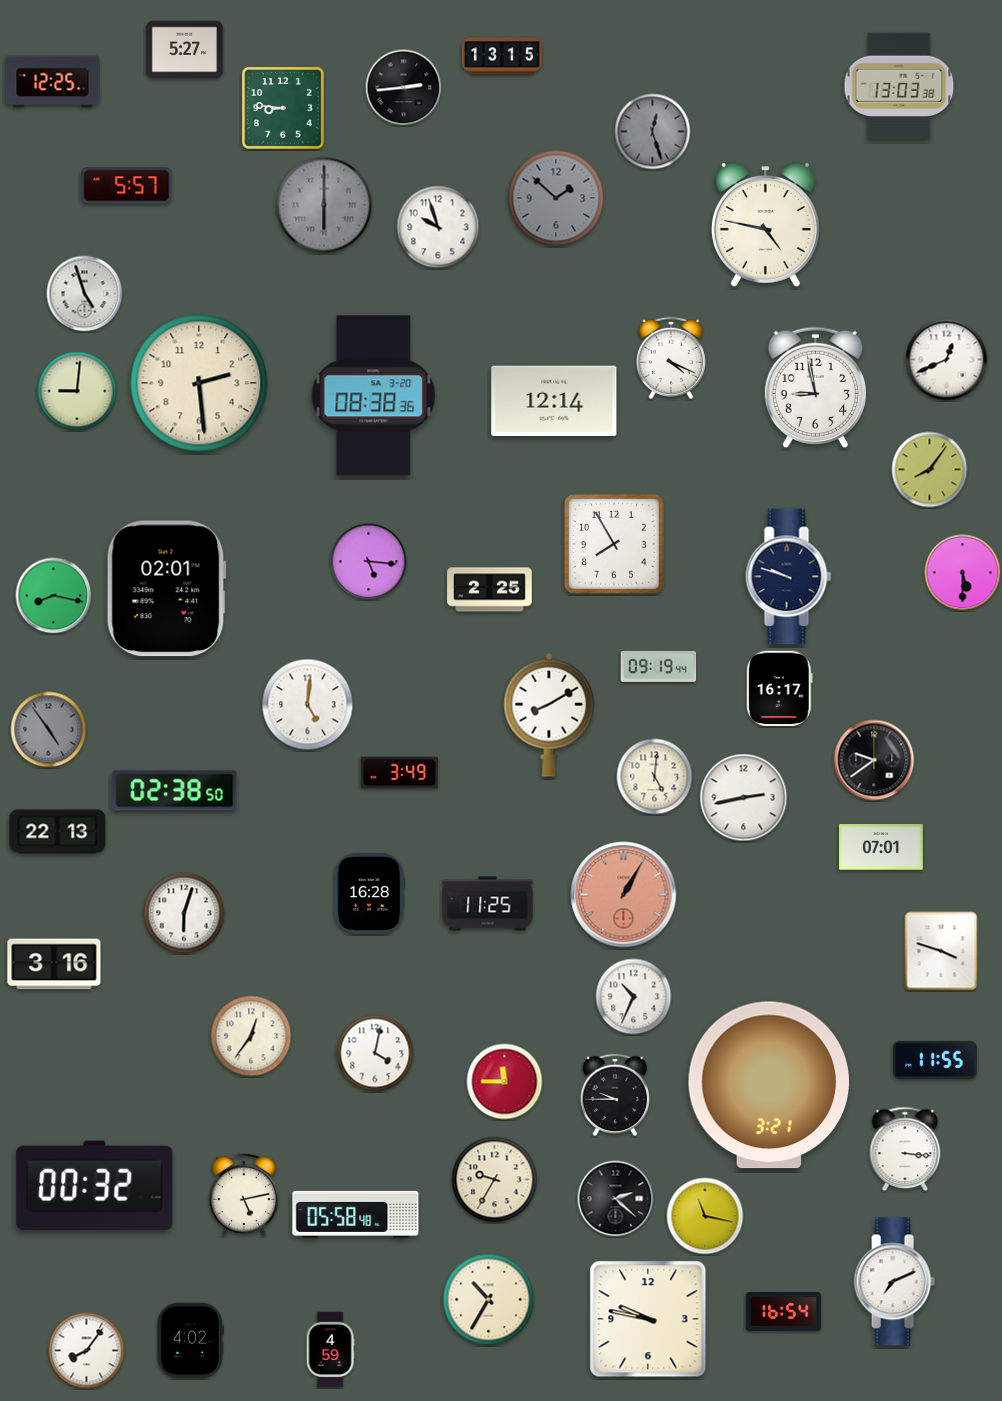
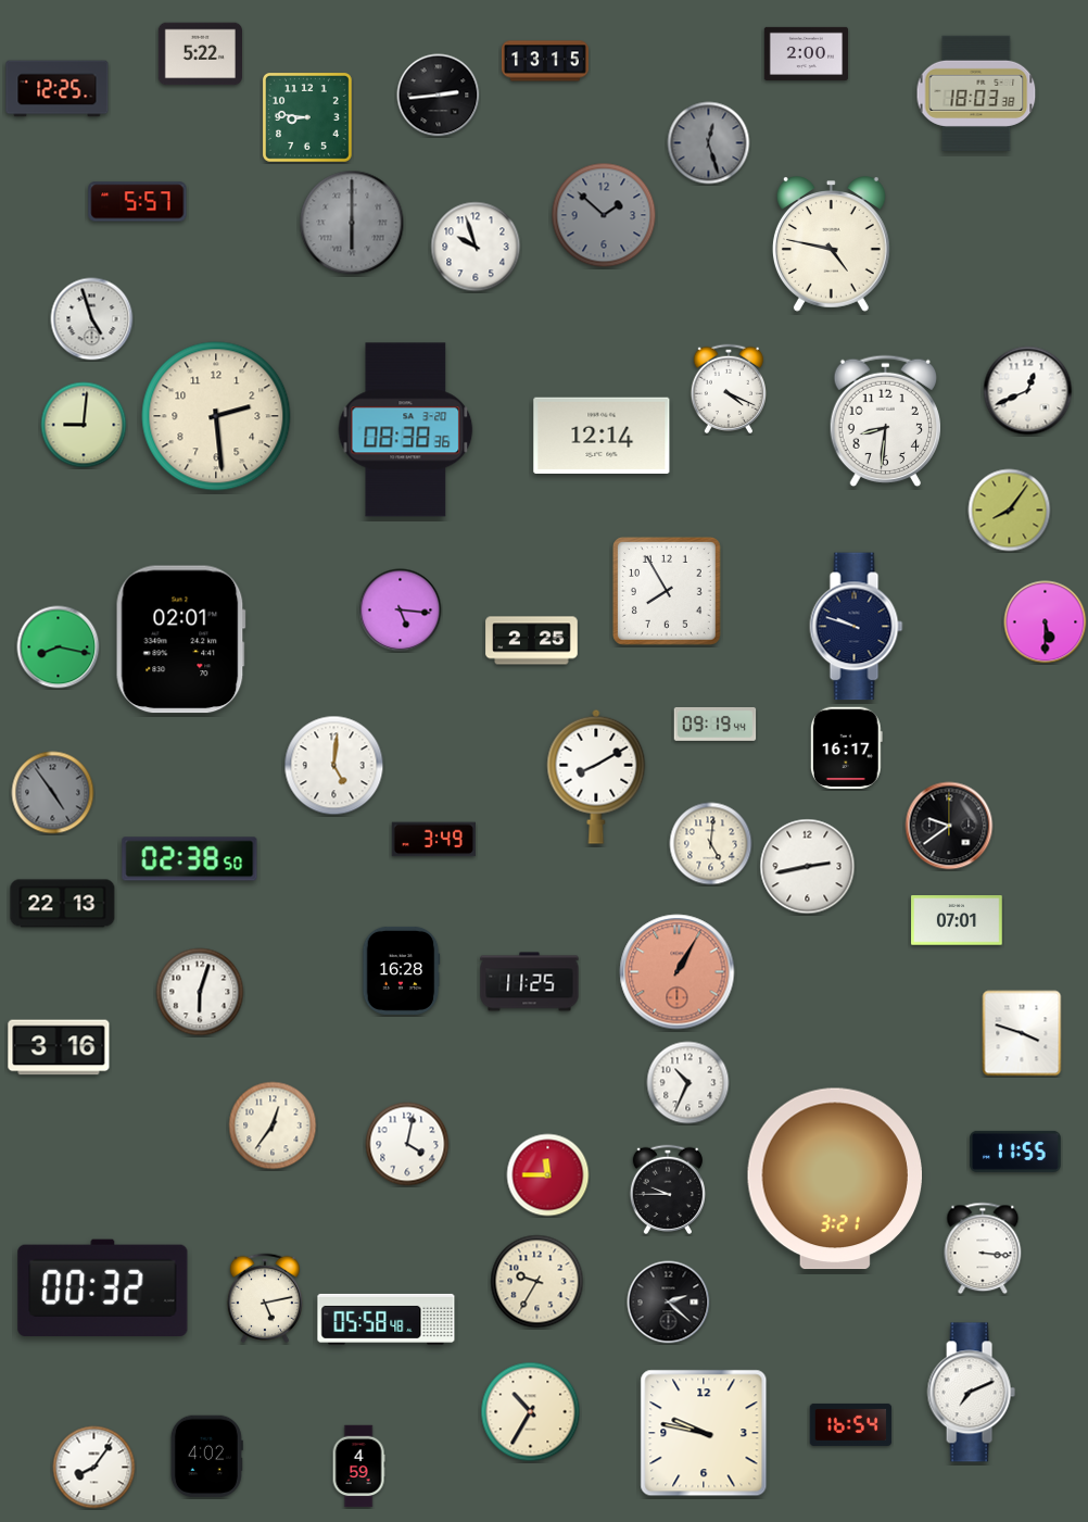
clock at (806, 53): none -> 2:00
clock at (184, 50): 5:27 -> 5:22
clock at (899, 86): 13:03 -> 18:03
clock at (815, 388): 8:58 -> 8:31
clock at (705, 1216): 11:17 -> none
